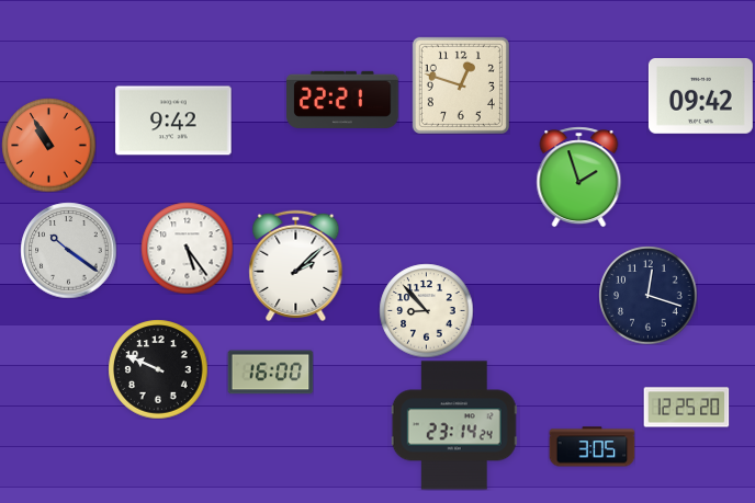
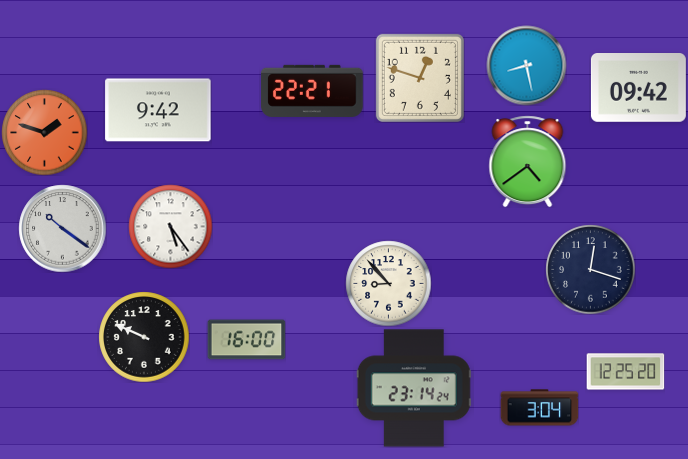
clock at (526, 65): none -> 8:28
clock at (48, 145): 10:55 -> 1:48
clock at (579, 176): 1:57 -> 4:39
clock at (296, 265): 2:08 -> none
clock at (591, 447): 3:05 -> 3:04
